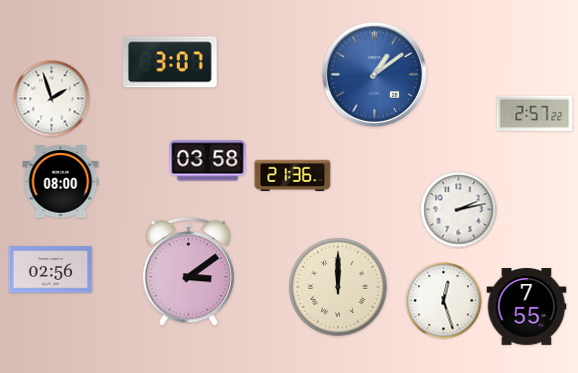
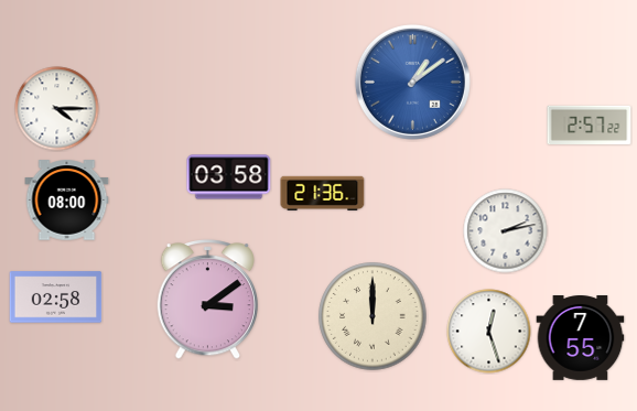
clock at (170, 62): 3:07 -> none
clock at (52, 99): 1:57 -> 4:15
clock at (51, 270): 02:56 -> 02:58
